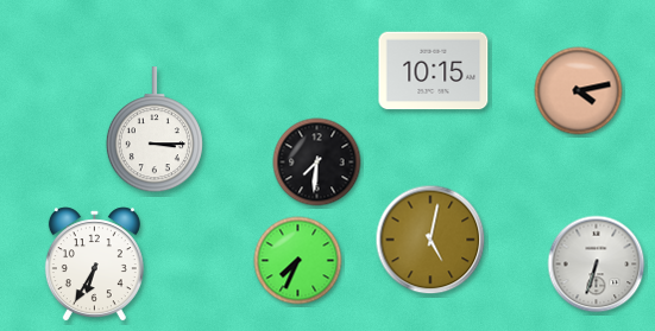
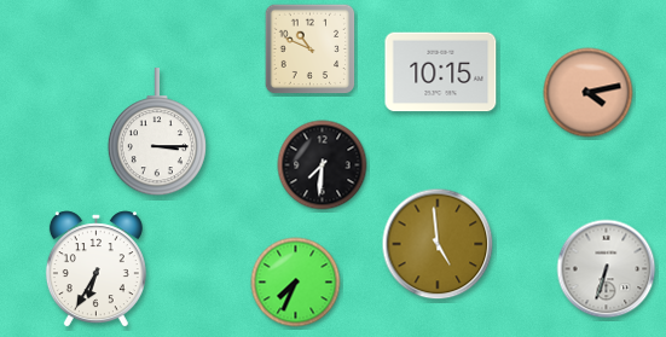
clock at (311, 50): none -> 10:49
clock at (430, 240): 5:02 -> 4:59
clock at (298, 261) position: (298, 261) -> (296, 283)
